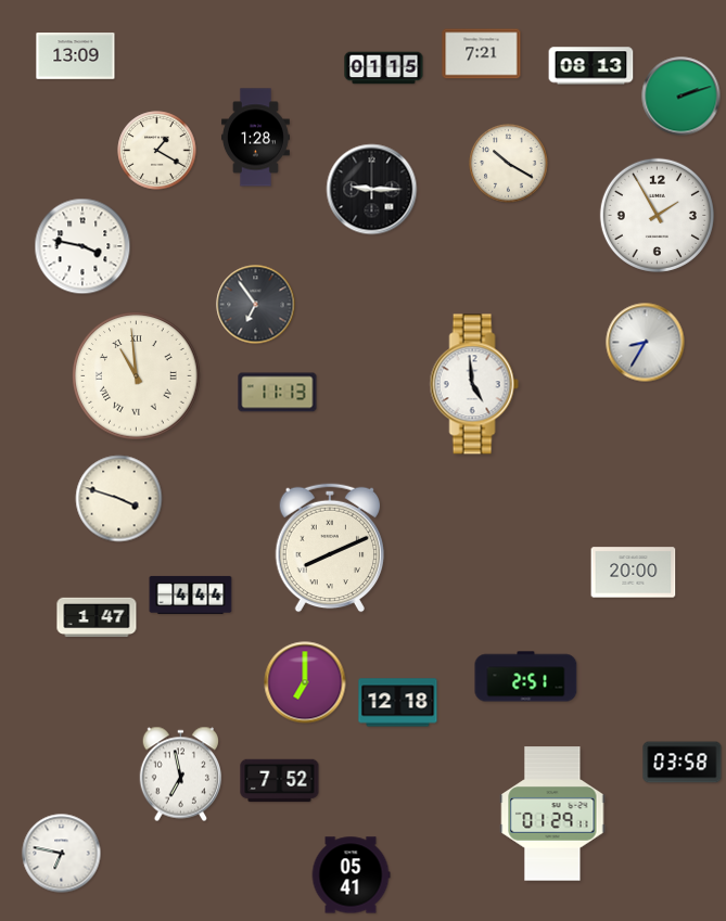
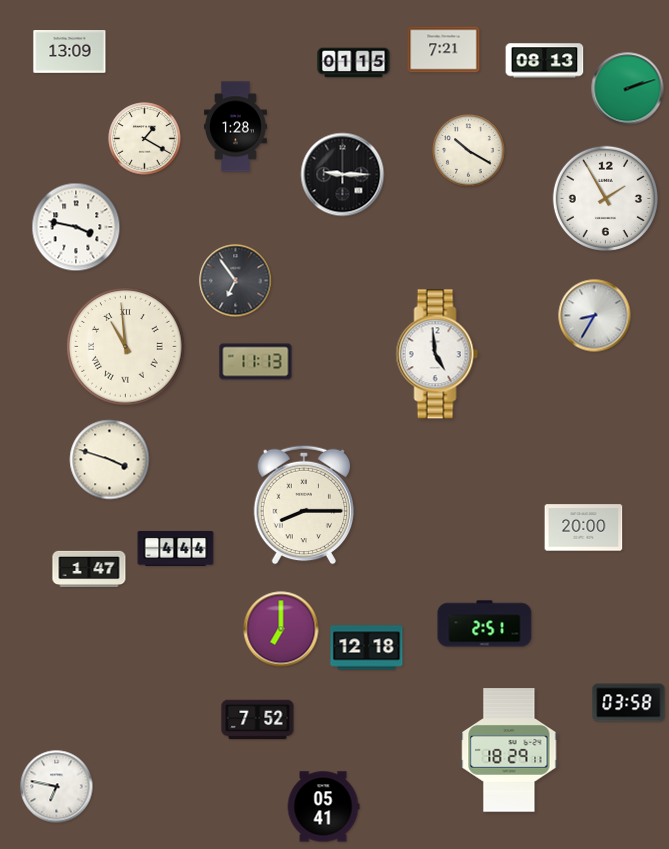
clock at (330, 548): 8:11 -> 8:15
clock at (181, 775): 6:58 -> none
clock at (552, 814): 01:29 -> 18:29
